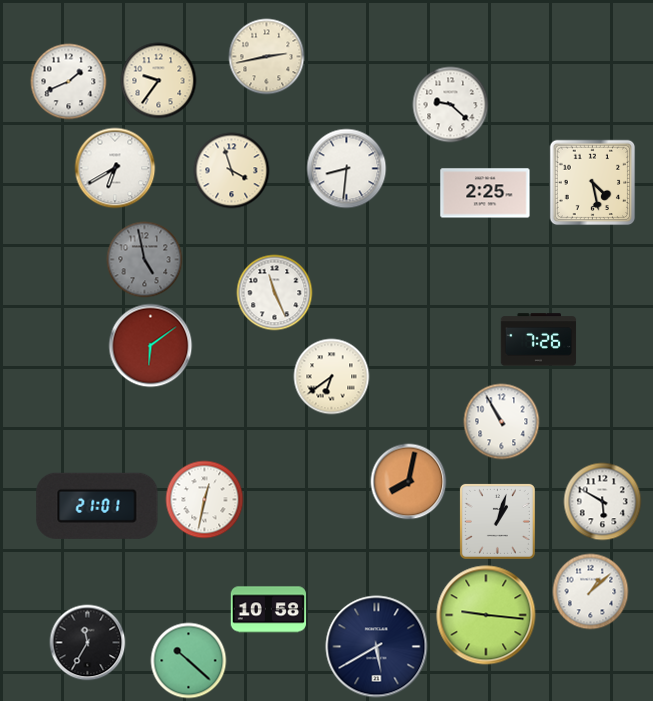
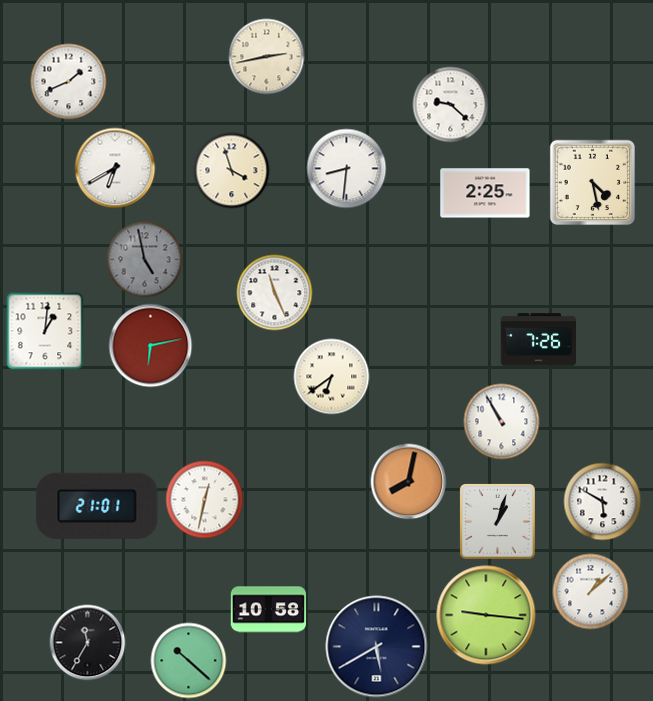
clock at (159, 81): 9:36 -> none
clock at (45, 331): none -> 1:01
clock at (151, 346): 6:09 -> 6:13
